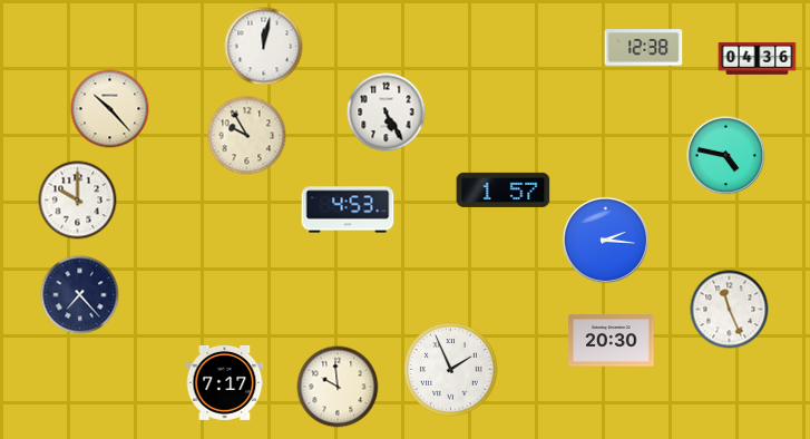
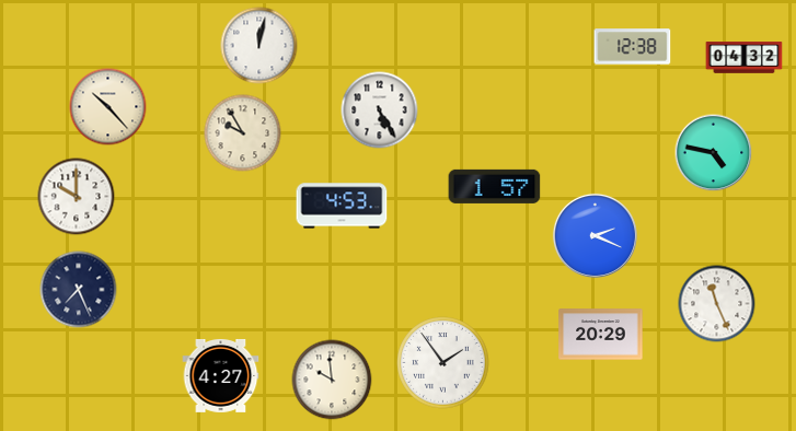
clock at (758, 59): 04:36 -> 04:32
clock at (605, 240): 2:16 -> 2:19
clock at (80, 295): 7:23 -> 7:26
clock at (612, 341): 20:30 -> 20:29
clock at (451, 370): 1:56 -> 1:54
clock at (225, 382): 7:17 -> 4:27
